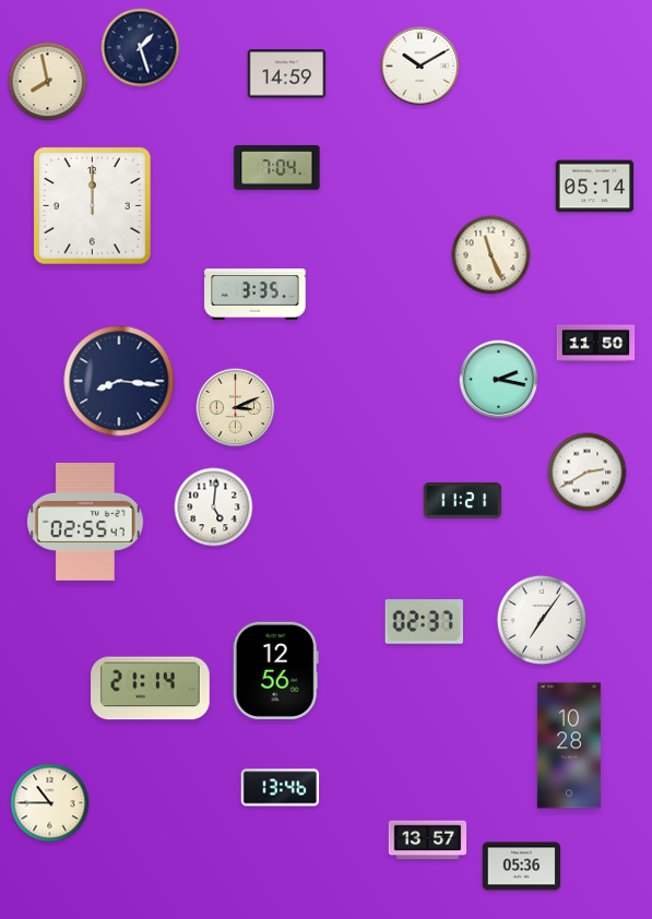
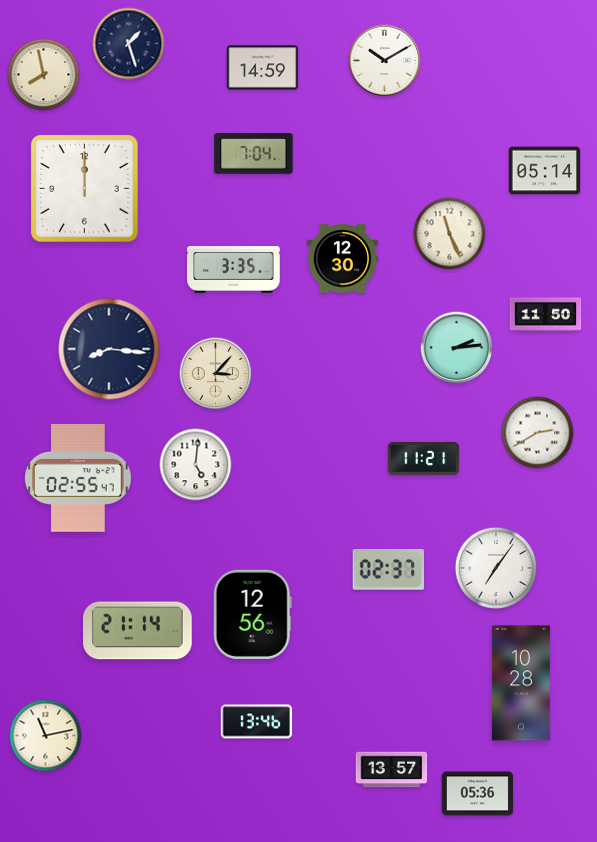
clock at (343, 259): none -> 12:30
clock at (499, 380): 2:17 -> 2:14
clock at (236, 408): 3:11 -> 3:07
clock at (50, 803): 10:45 -> 11:13
